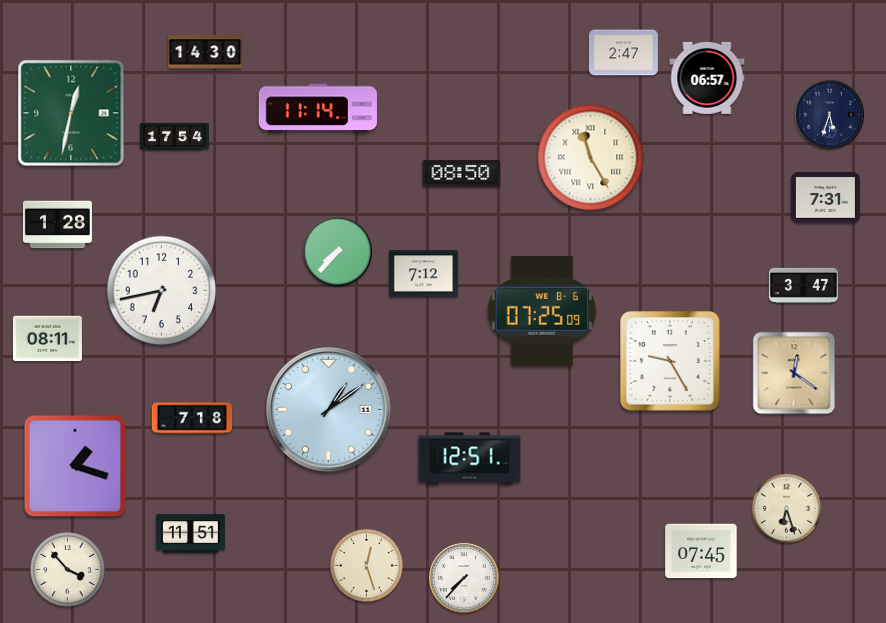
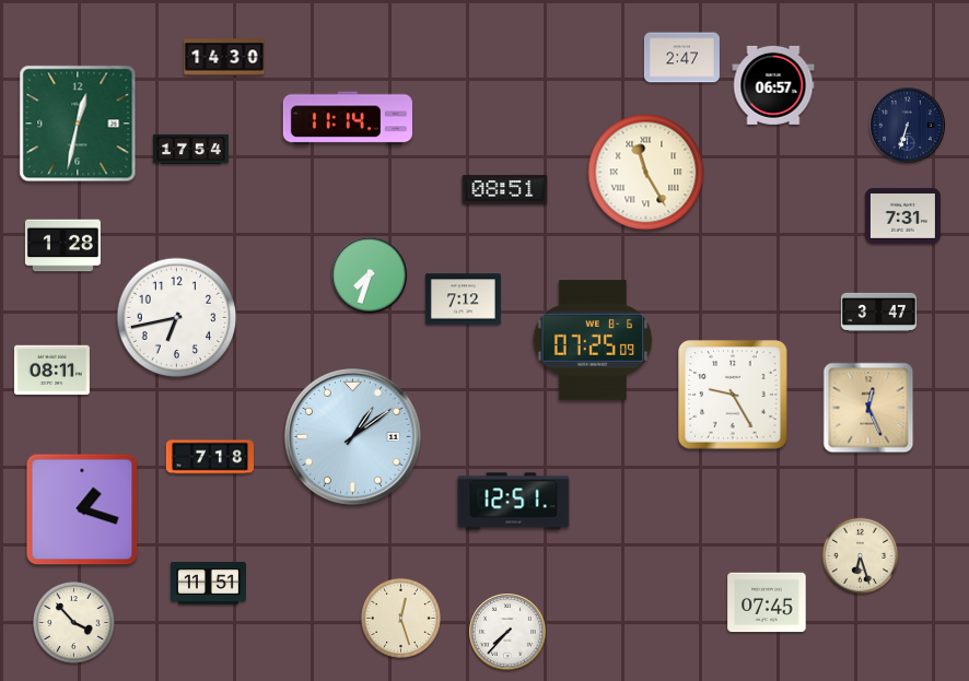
clock at (830, 115): 5:33 -> 6:33
clock at (462, 174): 08:50 -> 08:51
clock at (338, 252): 7:37 -> 7:33
clock at (794, 373): 12:21 -> 12:26
clock at (329, 410) position: (329, 410) -> (353, 437)
